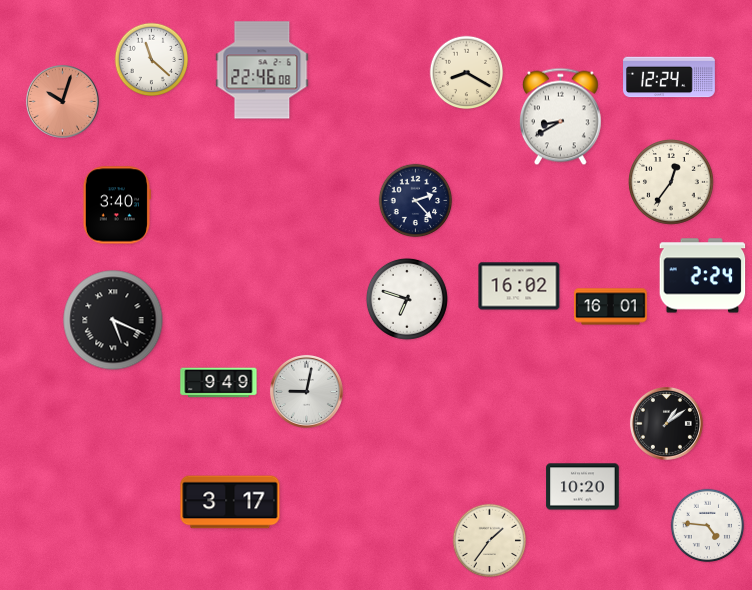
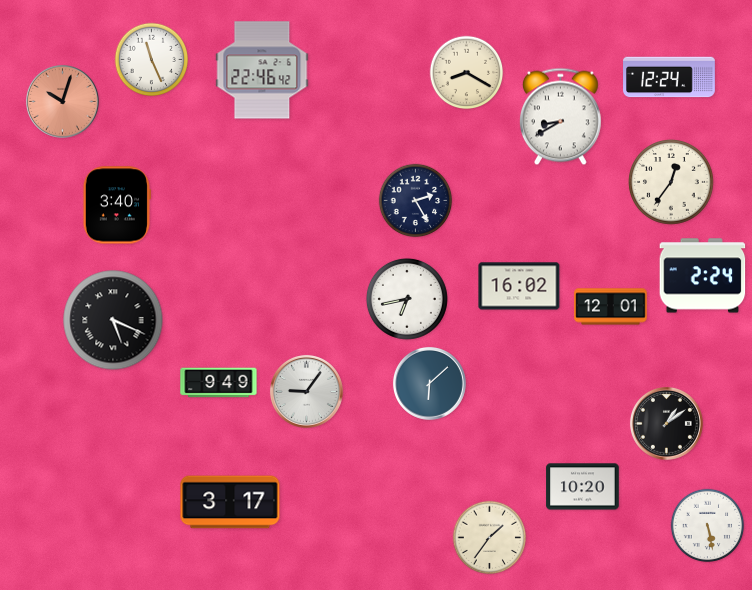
clock at (152, 60): 11:22 -> 11:26
clock at (262, 70): 22:46:08 -> 22:46:42
clock at (416, 201): 2:23 -> 2:25
clock at (407, 299): 6:48 -> 6:43
clock at (611, 307): 16:01 -> 12:01
clock at (429, 383): none -> 6:08
clock at (306, 391): 9:02 -> 9:06
clock at (708, 526): 4:46 -> 5:28
clock at (490, 541) position: (490, 541) -> (490, 538)
